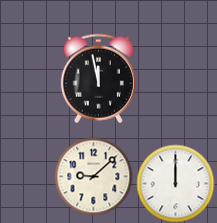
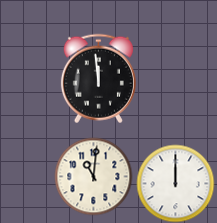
clock at (98, 78): 11:58 -> 11:59
clock at (93, 176): 9:08 -> 11:01
